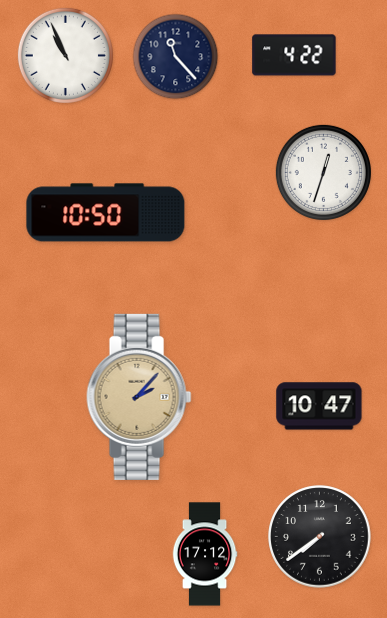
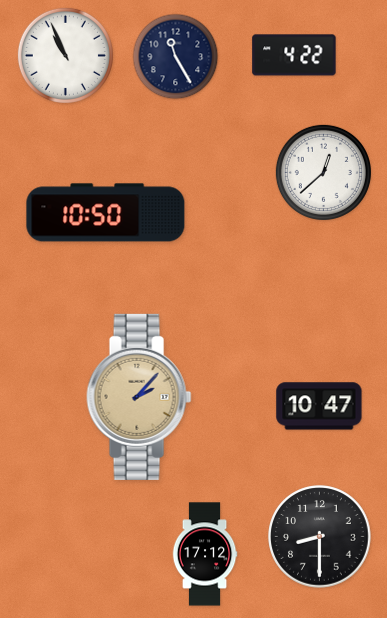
clock at (176, 57): 11:23 -> 11:25
clock at (323, 172): 12:33 -> 12:38
clock at (320, 537): 7:39 -> 8:30
